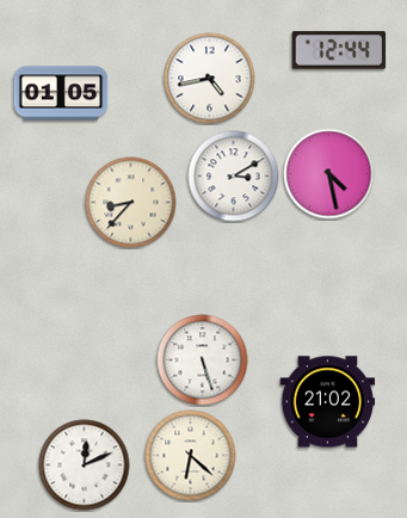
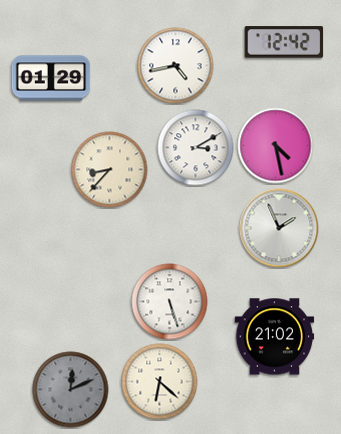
clock at (339, 50): 12:44 -> 12:42
clock at (61, 93): 01:05 -> 01:29
clock at (279, 228): none -> 1:56
clock at (85, 465) dial: white -> grey
